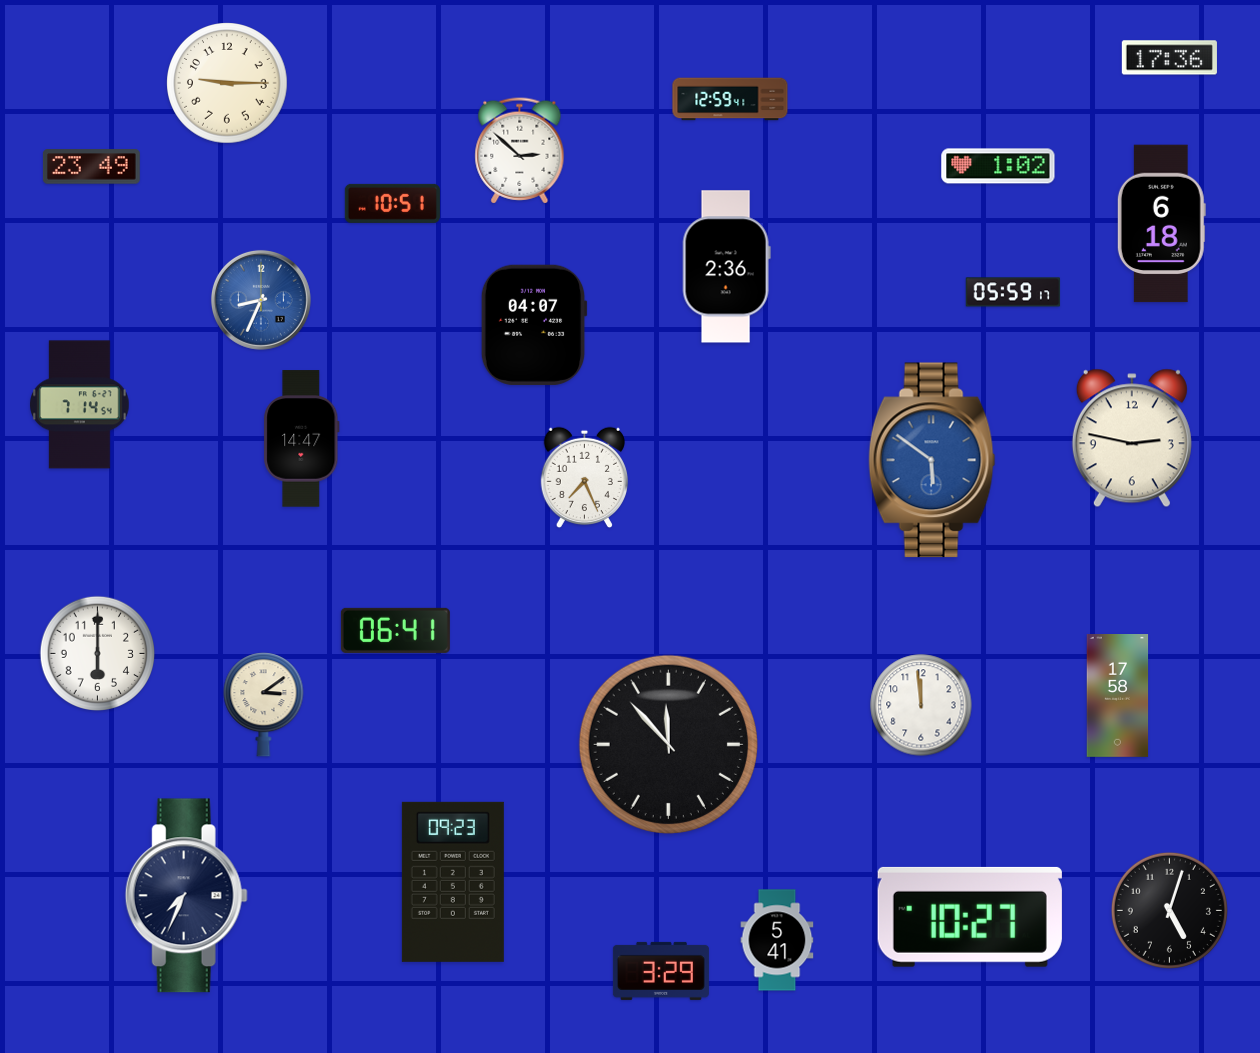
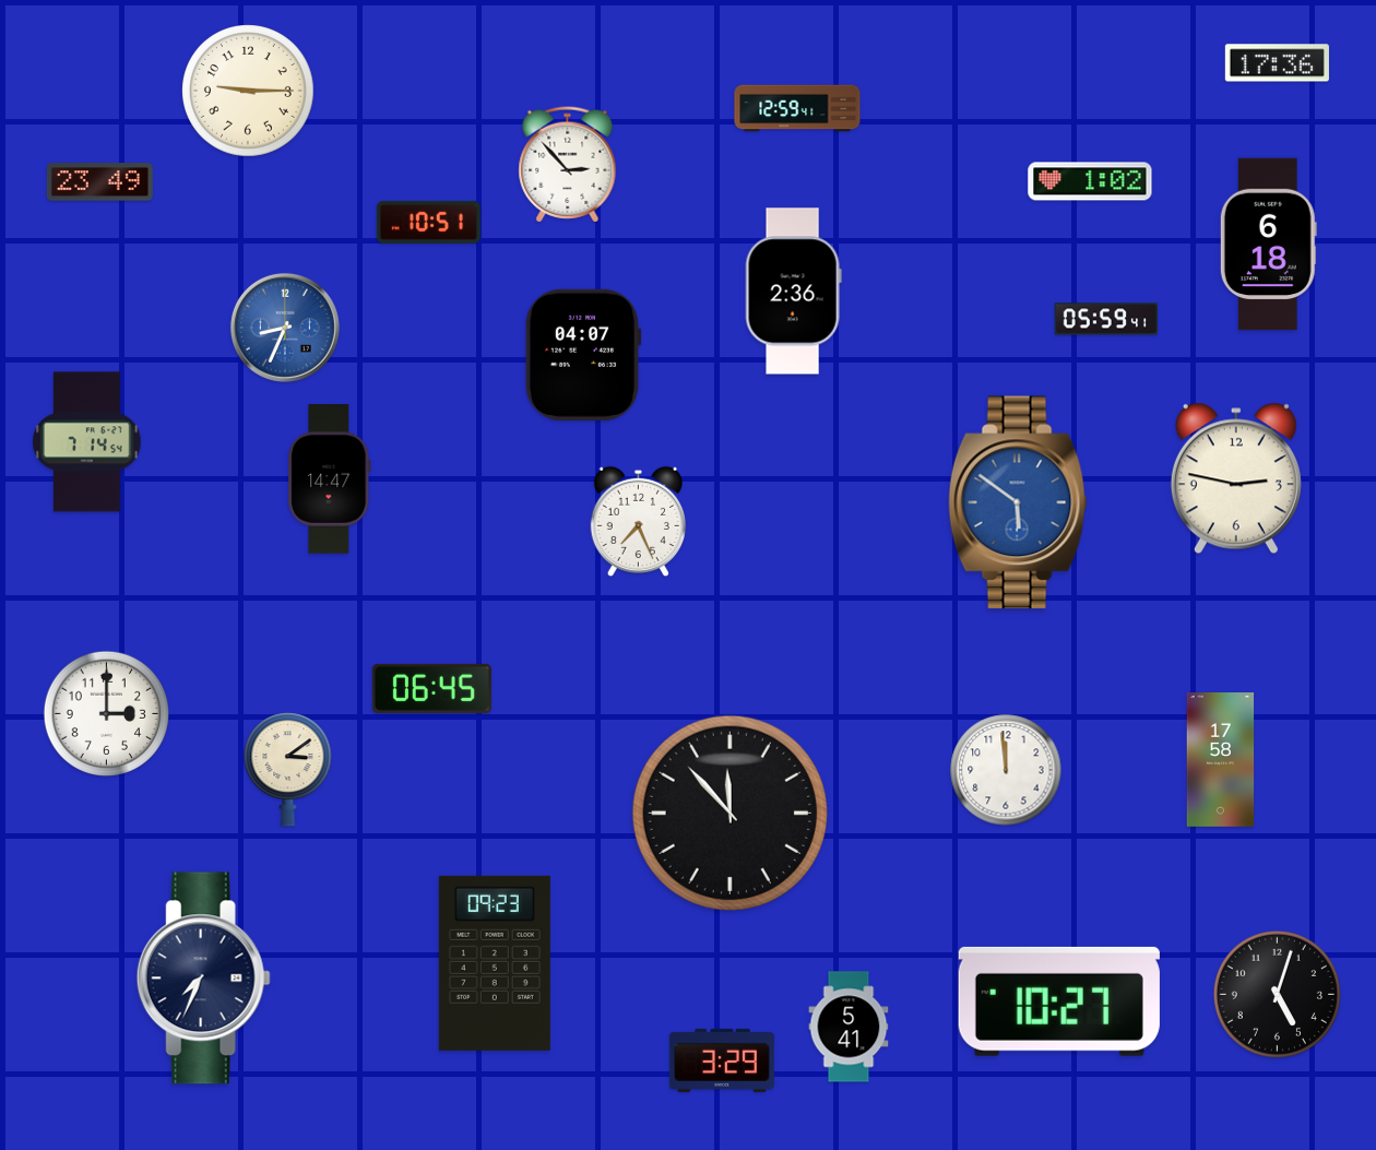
clock at (520, 151): 2:52 -> 2:53
clock at (1013, 292): 05:59:17 -> 05:59:41
clock at (395, 630): 06:41 -> 06:45
clock at (97, 653): 6:00 -> 3:00
